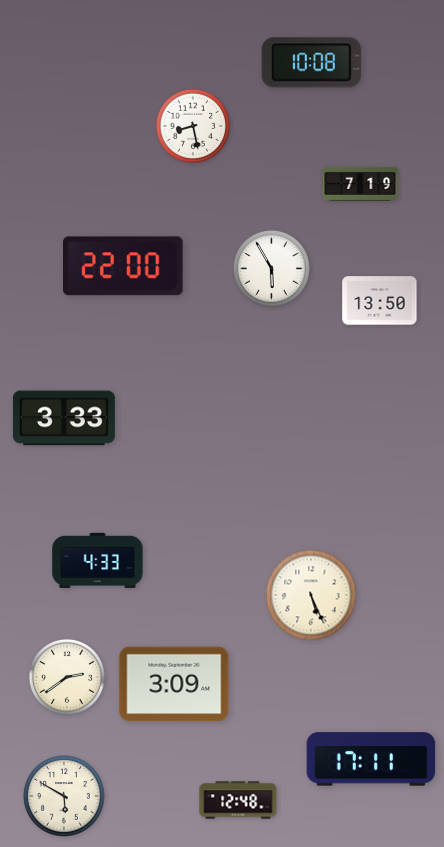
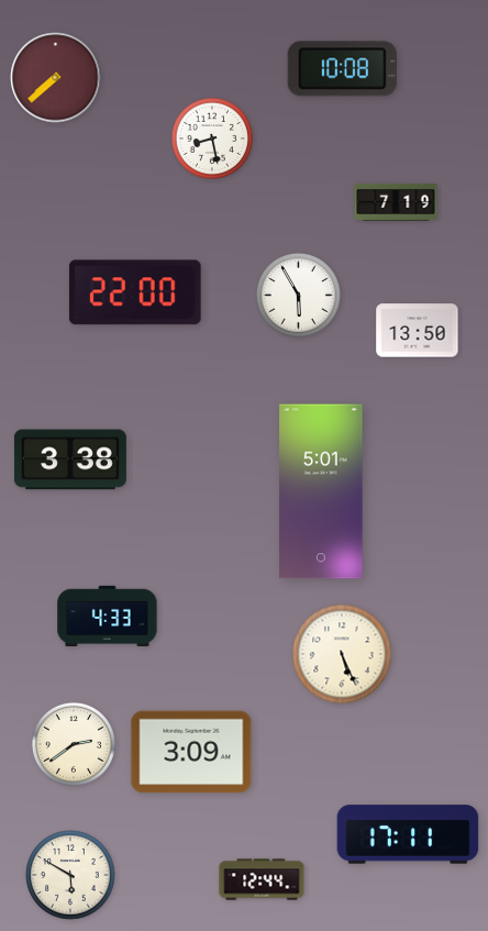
clock at (56, 78): none -> 7:38
clock at (64, 418): 3:33 -> 3:38
clock at (321, 491): none -> 5:01
clock at (238, 800): 12:48 -> 12:44
